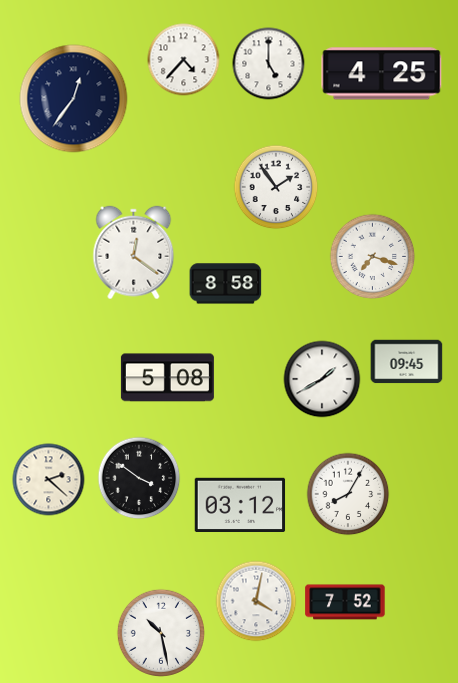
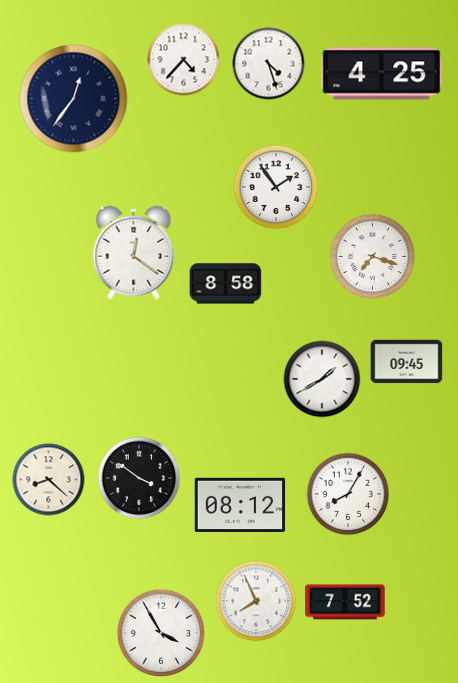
clock at (269, 64): 5:00 -> 4:27
clock at (167, 378): 5:08 -> none
clock at (49, 480): 2:22 -> 8:22
clock at (240, 504): 03:12 -> 08:12
clock at (256, 601): 4:02 -> 7:56
clock at (161, 633): 10:28 -> 3:55
